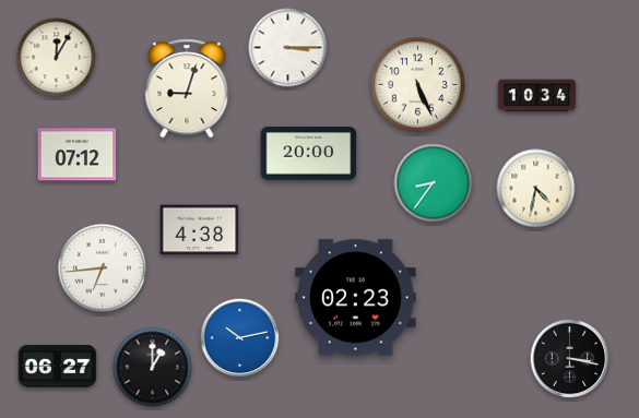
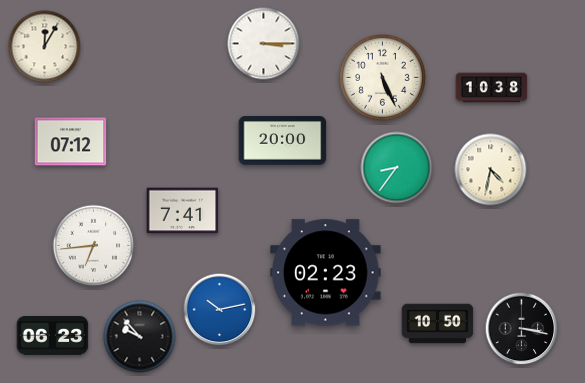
clock at (57, 58) position: (57, 58) -> (45, 47)
clock at (187, 88): 9:03 -> none
clock at (537, 96): 10:34 -> 10:38
clock at (536, 189) position: (536, 189) -> (491, 170)
clock at (200, 230): 4:38 -> 7:41
clock at (438, 324): none -> 10:50
clock at (58, 367): 06:27 -> 06:23
clock at (153, 368): 1:00 -> 9:53
